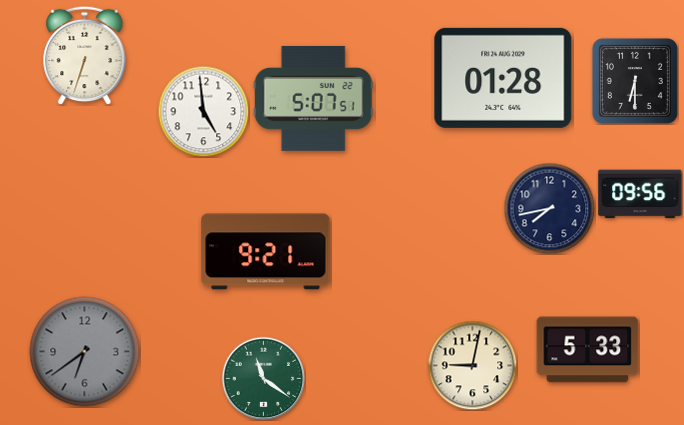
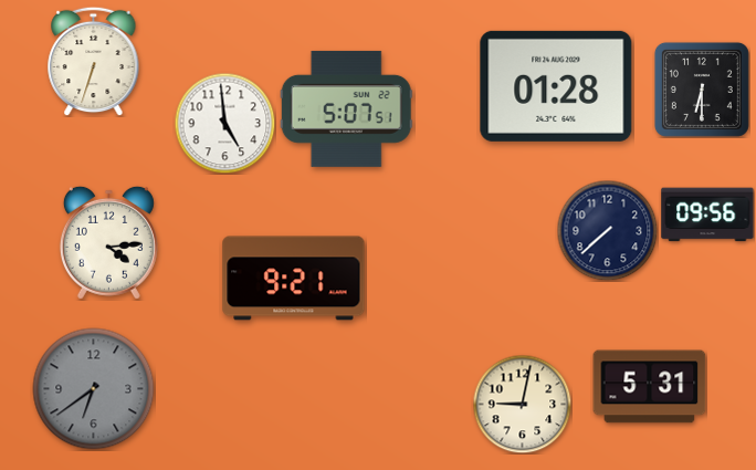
clock at (549, 208): 7:43 -> 7:38
clock at (108, 242): none -> 4:14
clock at (588, 350): 5:33 -> 5:31
clock at (263, 378): 11:21 -> none
